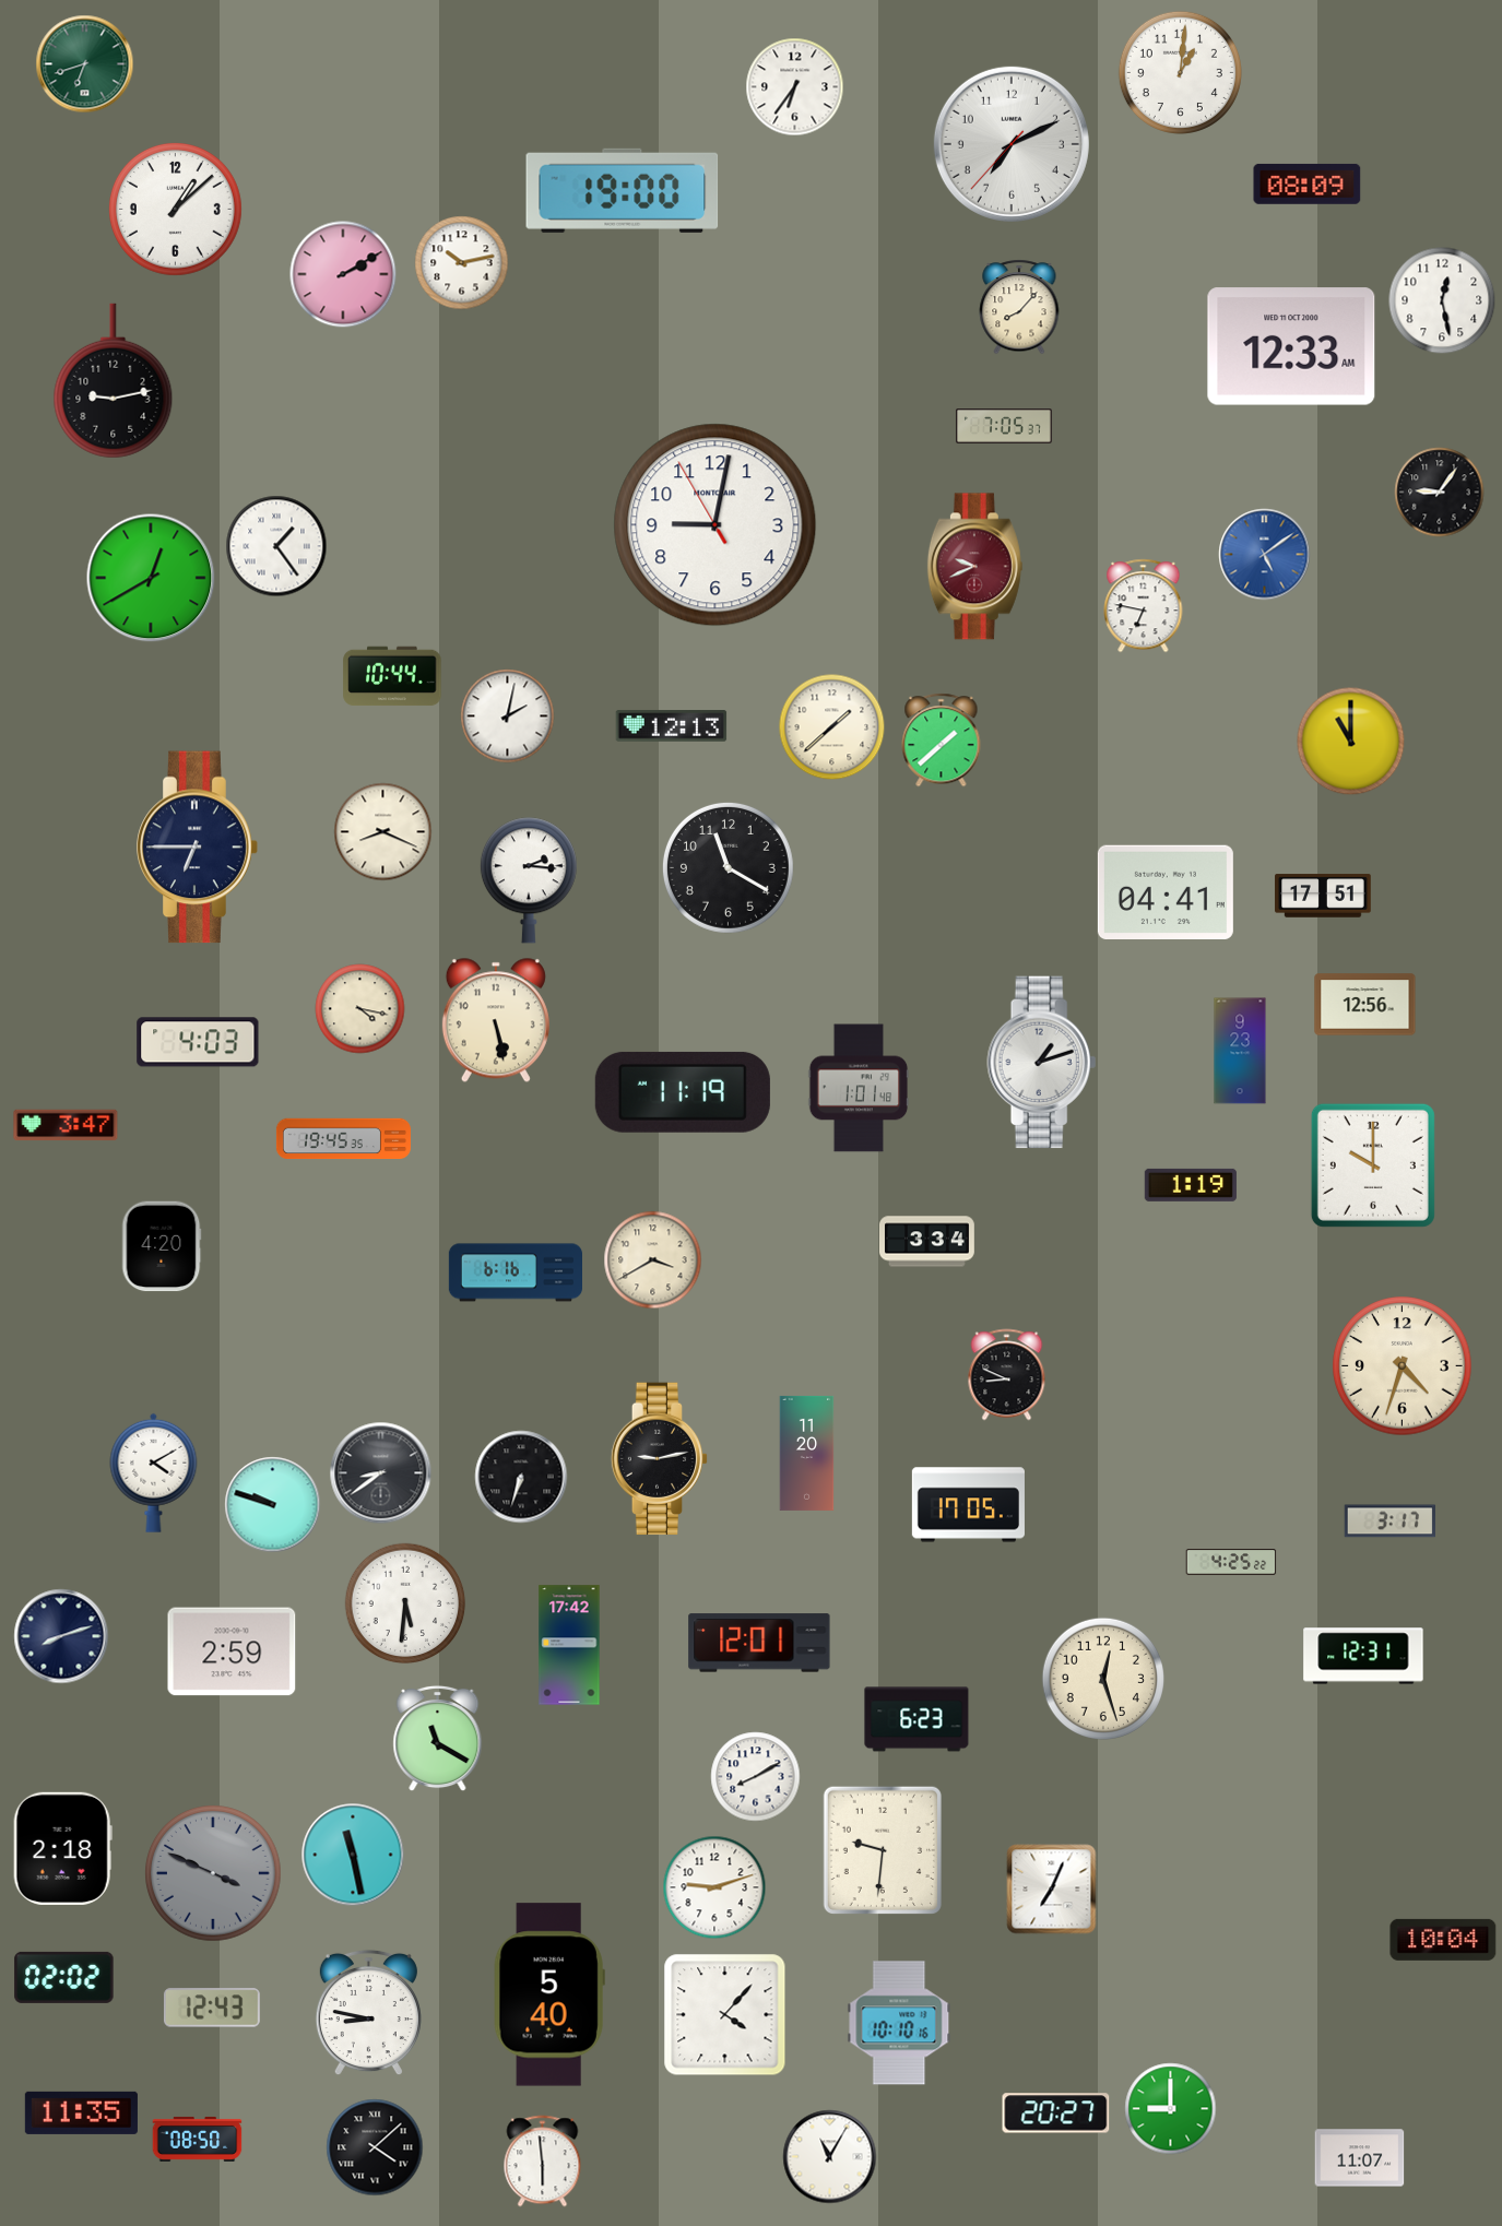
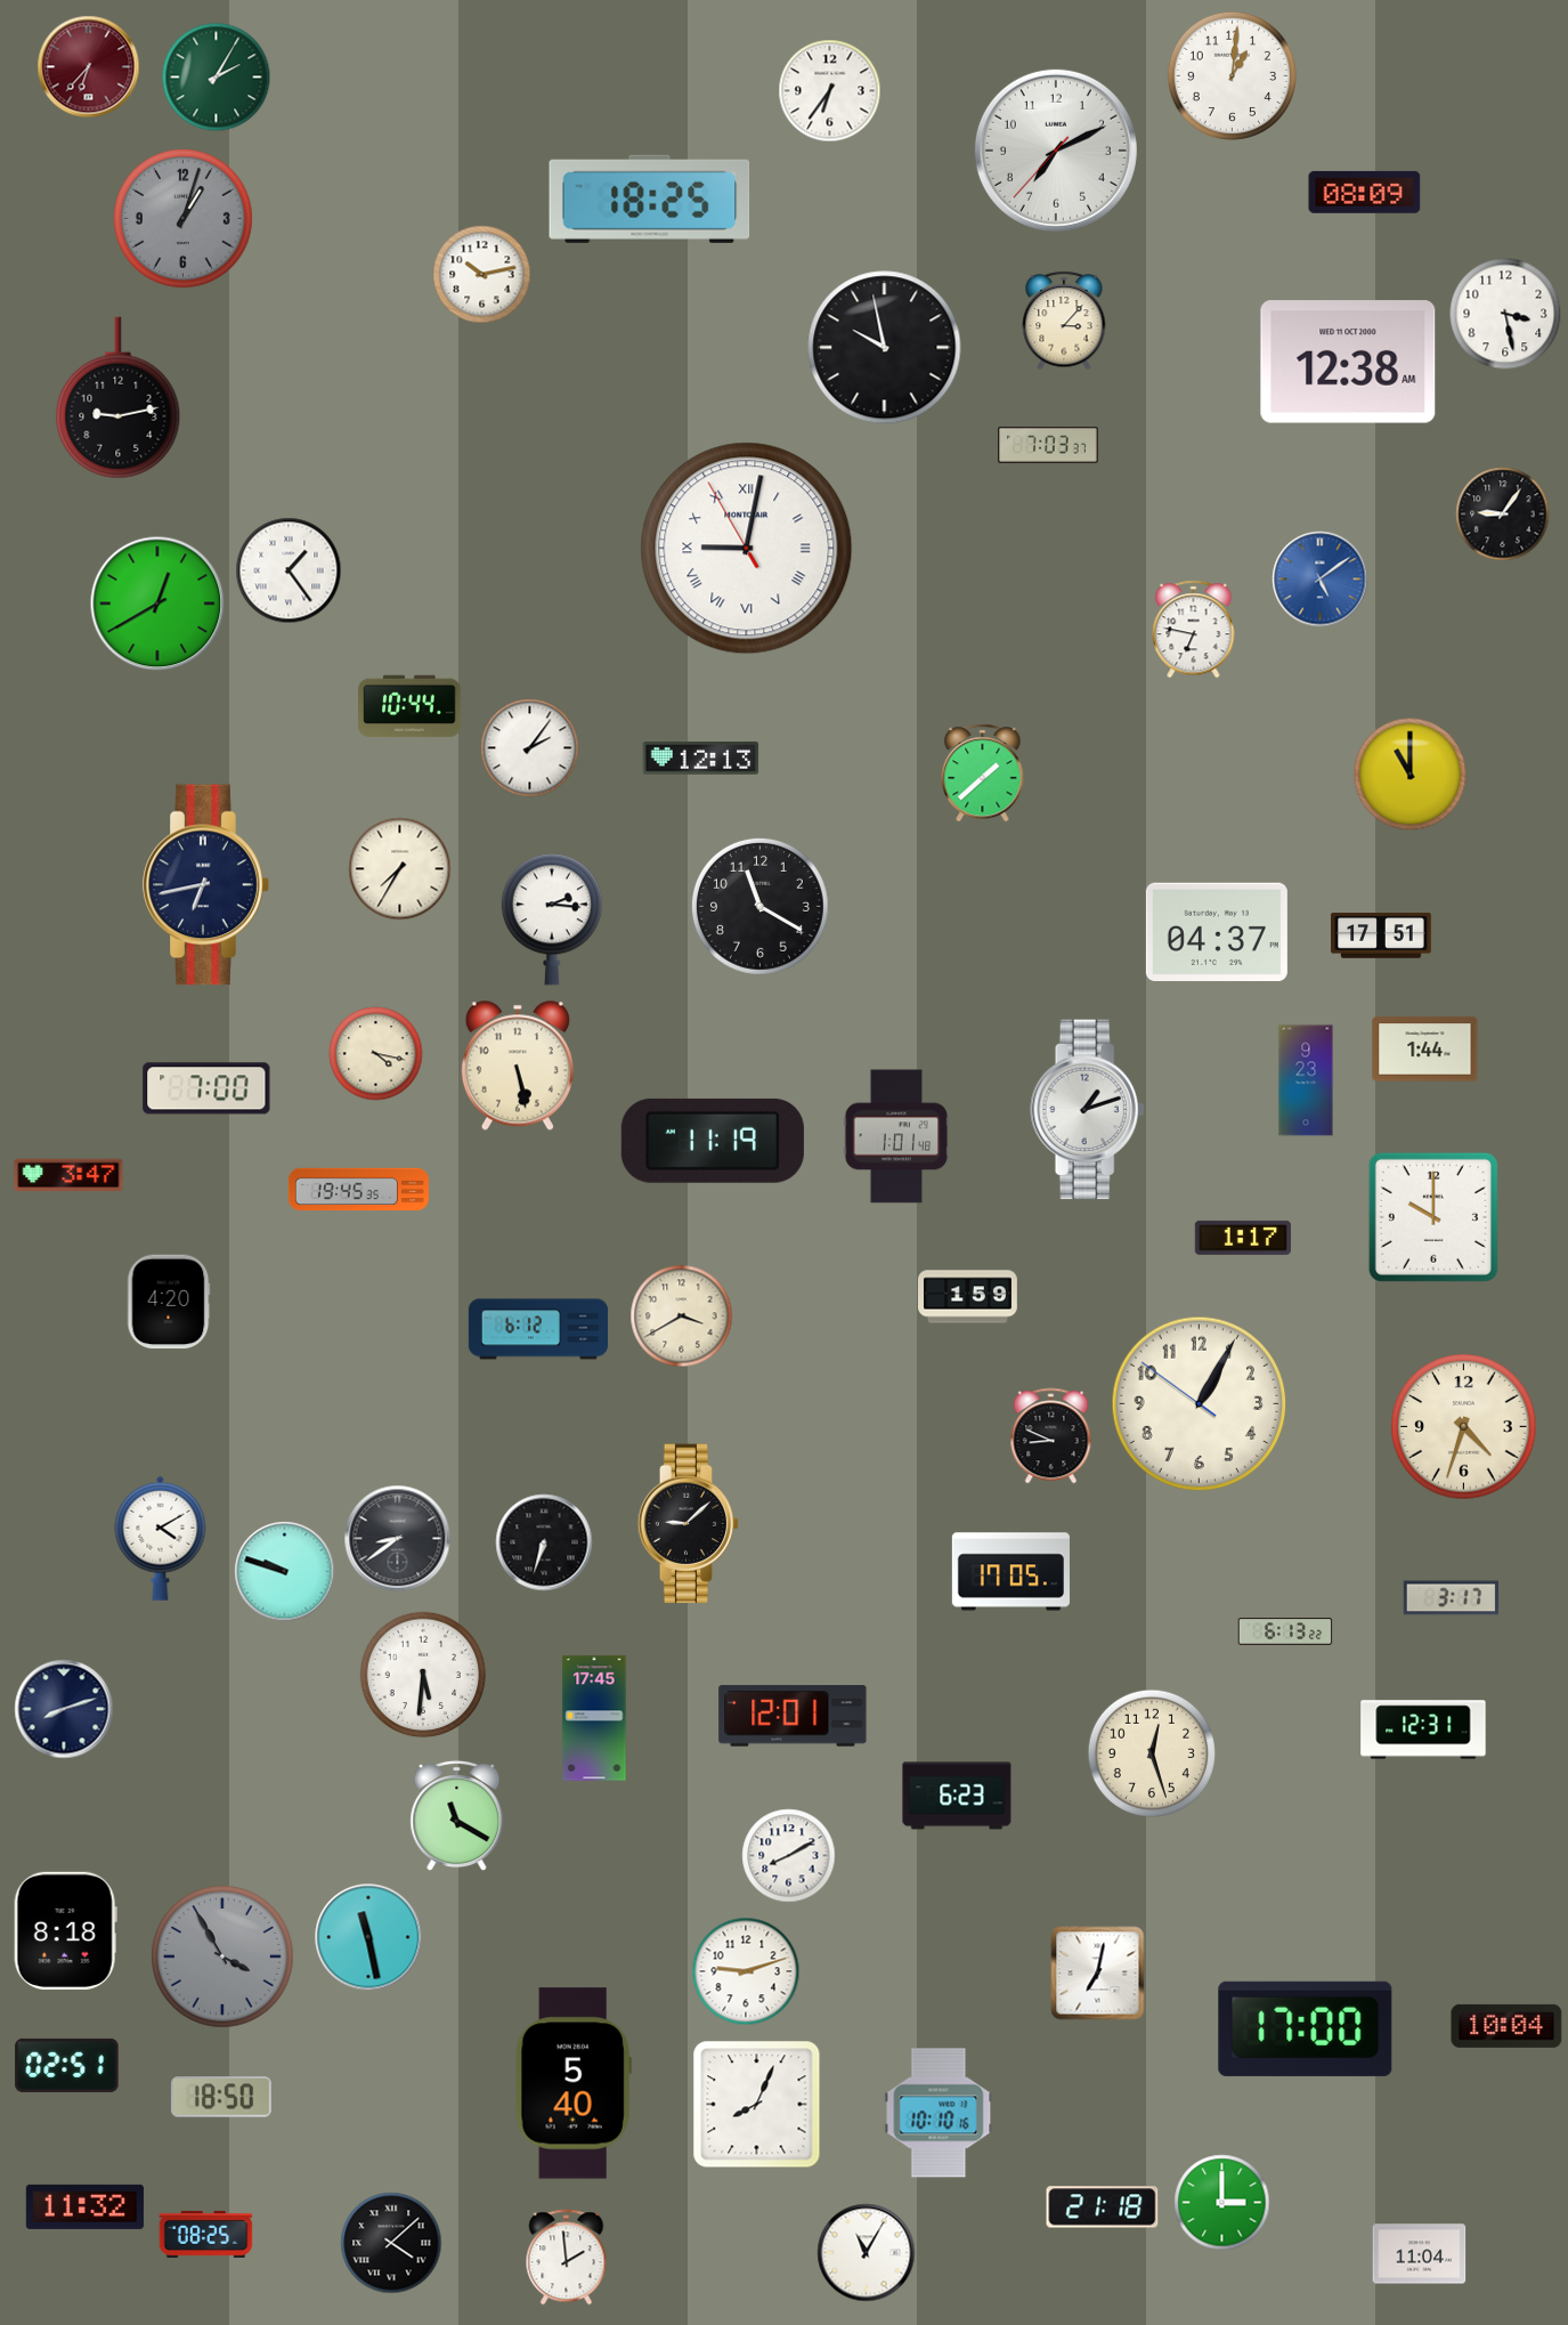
clock at (85, 64): 6:42 -> 6:37
clock at (85, 64) dial: green -> burgundy
clock at (217, 78): none -> 2:05
clock at (623, 190): 19:00 -> 18:25
clock at (175, 209): 1:08 -> 1:03
clock at (175, 209) dial: white -> grey
clock at (343, 274): 2:10 -> none
clock at (1442, 300): 12:28 -> 3:28
clock at (1019, 307): 8:07 -> 3:07
clock at (885, 348): none -> 9:58
clock at (1291, 346): 12:33 -> 12:38
clock at (1004, 427): 7:05 -> 7:03
clock at (715, 525) numerals: Arabic -> Roman
clock at (974, 567): 9:41 -> none
clock at (1144, 606) position: (1144, 606) -> (1194, 630)
clock at (508, 717): 2:02 -> 2:06
clock at (832, 727): 1:38 -> none
clock at (383, 832): 8:19 -> 7:35
clock at (198, 848): 6:45 -> 6:43
clock at (1166, 891): 04:41 -> 04:37
clock at (1365, 1005): 12:56 -> 1:44
clock at (198, 1042): 4:03 -> 7:00
clock at (1240, 1051) position: (1240, 1051) -> (1306, 1080)
clock at (1191, 1185): 1:19 -> 1:17
clock at (927, 1242): 3:34 -> 1:59
clock at (515, 1272): 6:16 -> 6:12
clock at (1200, 1404): none -> 1:04
clock at (807, 1453): 11:20 -> none
clock at (660, 1459): 9:13 -> 9:08
clock at (1389, 1522) position: (1389, 1522) -> (1451, 1598)
clock at (1231, 1562): 4:25 -> 6:13
clock at (569, 1645): 17:42 -> 17:45
clock at (232, 1651): 2:59 -> none
clock at (62, 1848): 2:18 -> 8:18
clock at (882, 1849): 9:31 -> none
clock at (213, 1873): 3:49 -> 3:55
clock at (1052, 1890): 7:04 -> 7:02
clock at (1306, 2028): none -> 17:00
clock at (64, 1977): 02:02 -> 02:51
clock at (212, 2008): 12:43 -> 18:50
clock at (368, 2013): 8:47 -> none
clock at (725, 2015): 4:07 -> 8:04
clock at (1171, 2109): 9:00 -> 3:00
clock at (81, 2112): 11:35 -> 11:32
clock at (1056, 2113): 20:27 -> 21:18
clock at (198, 2139): 08:50 -> 08:25
clock at (1360, 2158): 11:07 -> 11:04
clock at (543, 2162): 5:59 -> 1:59
